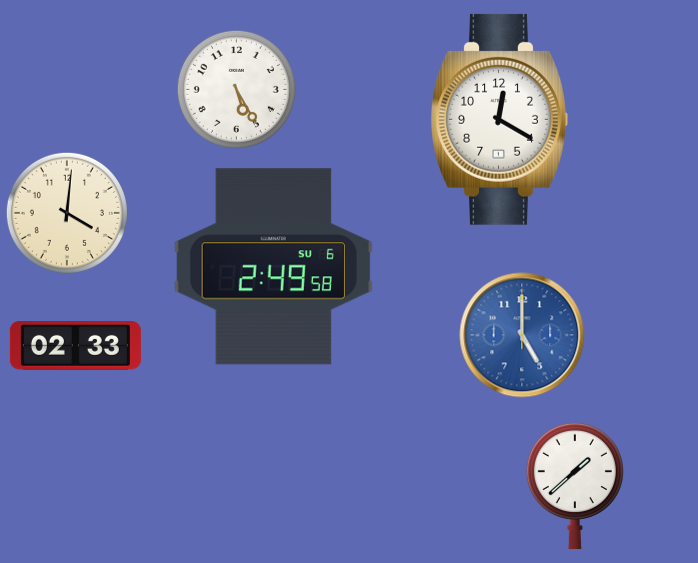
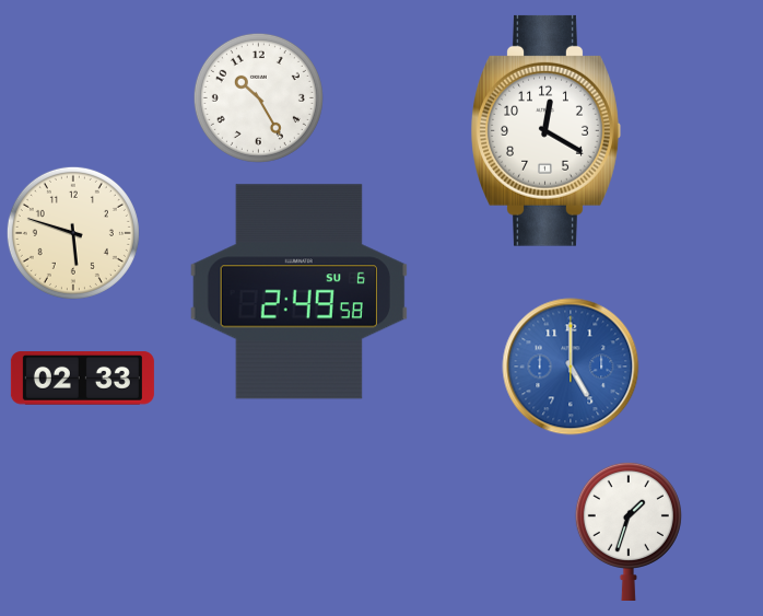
clock at (236, 89): 5:25 -> 10:25
clock at (67, 213): 4:01 -> 5:48
clock at (575, 485): 1:38 -> 1:33
